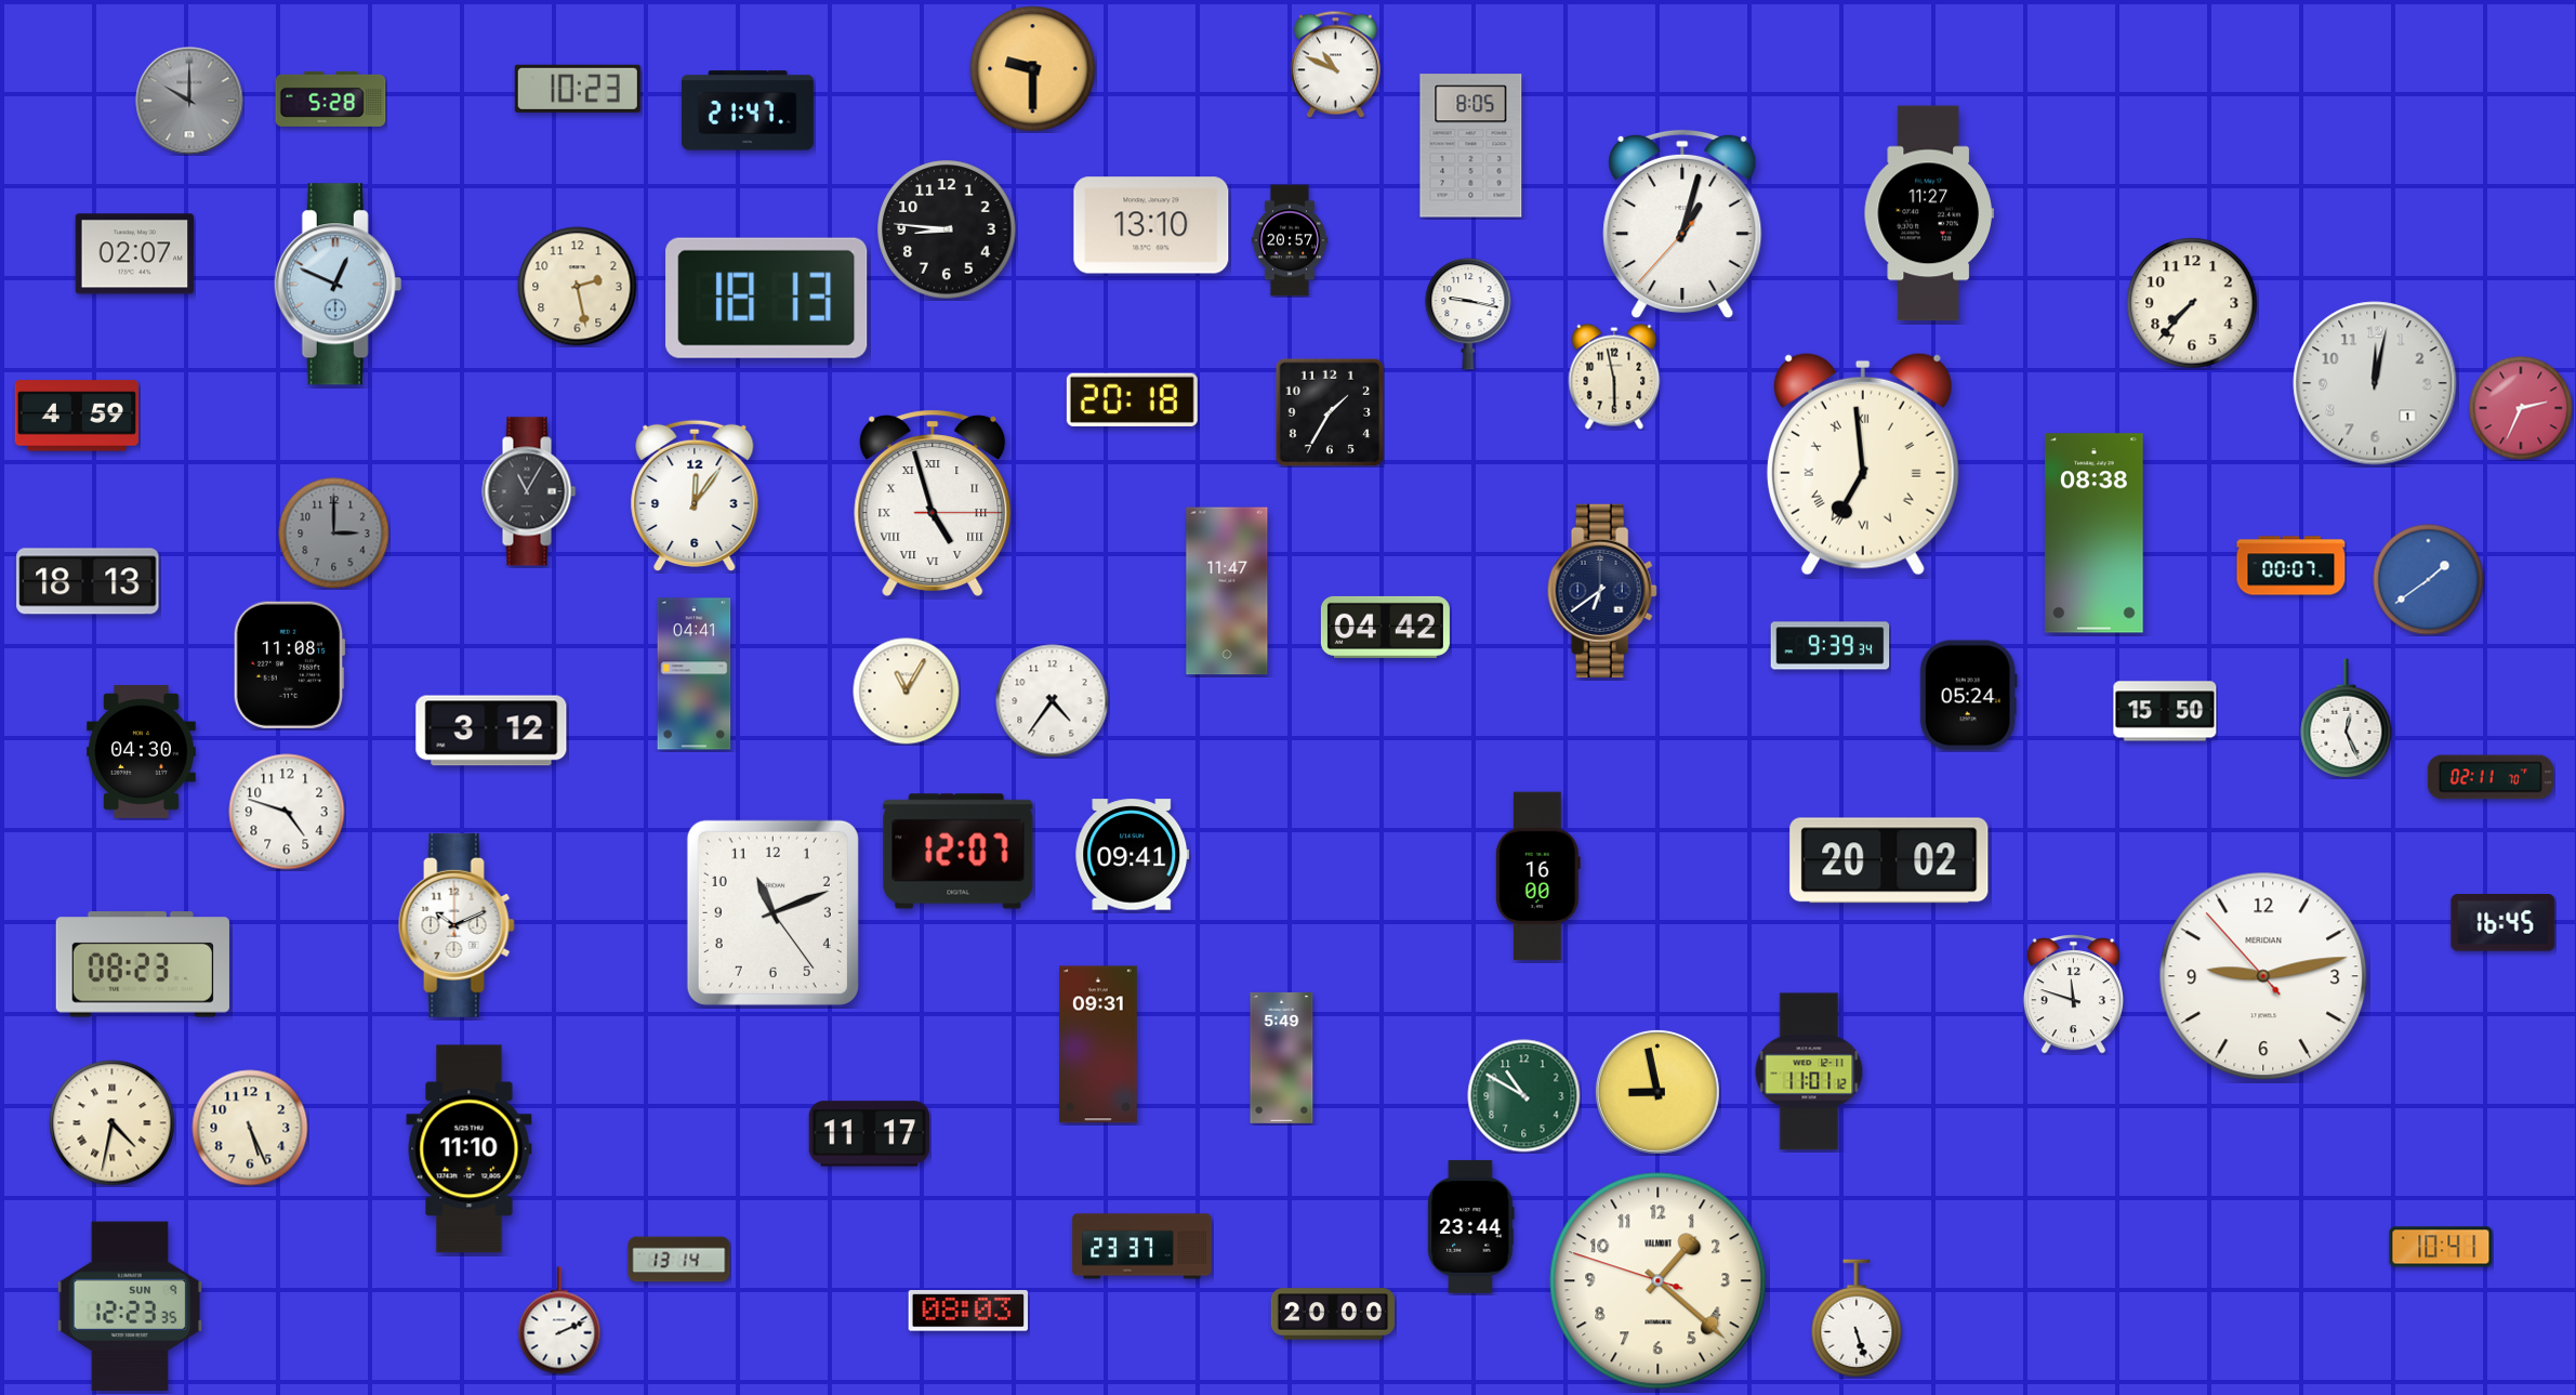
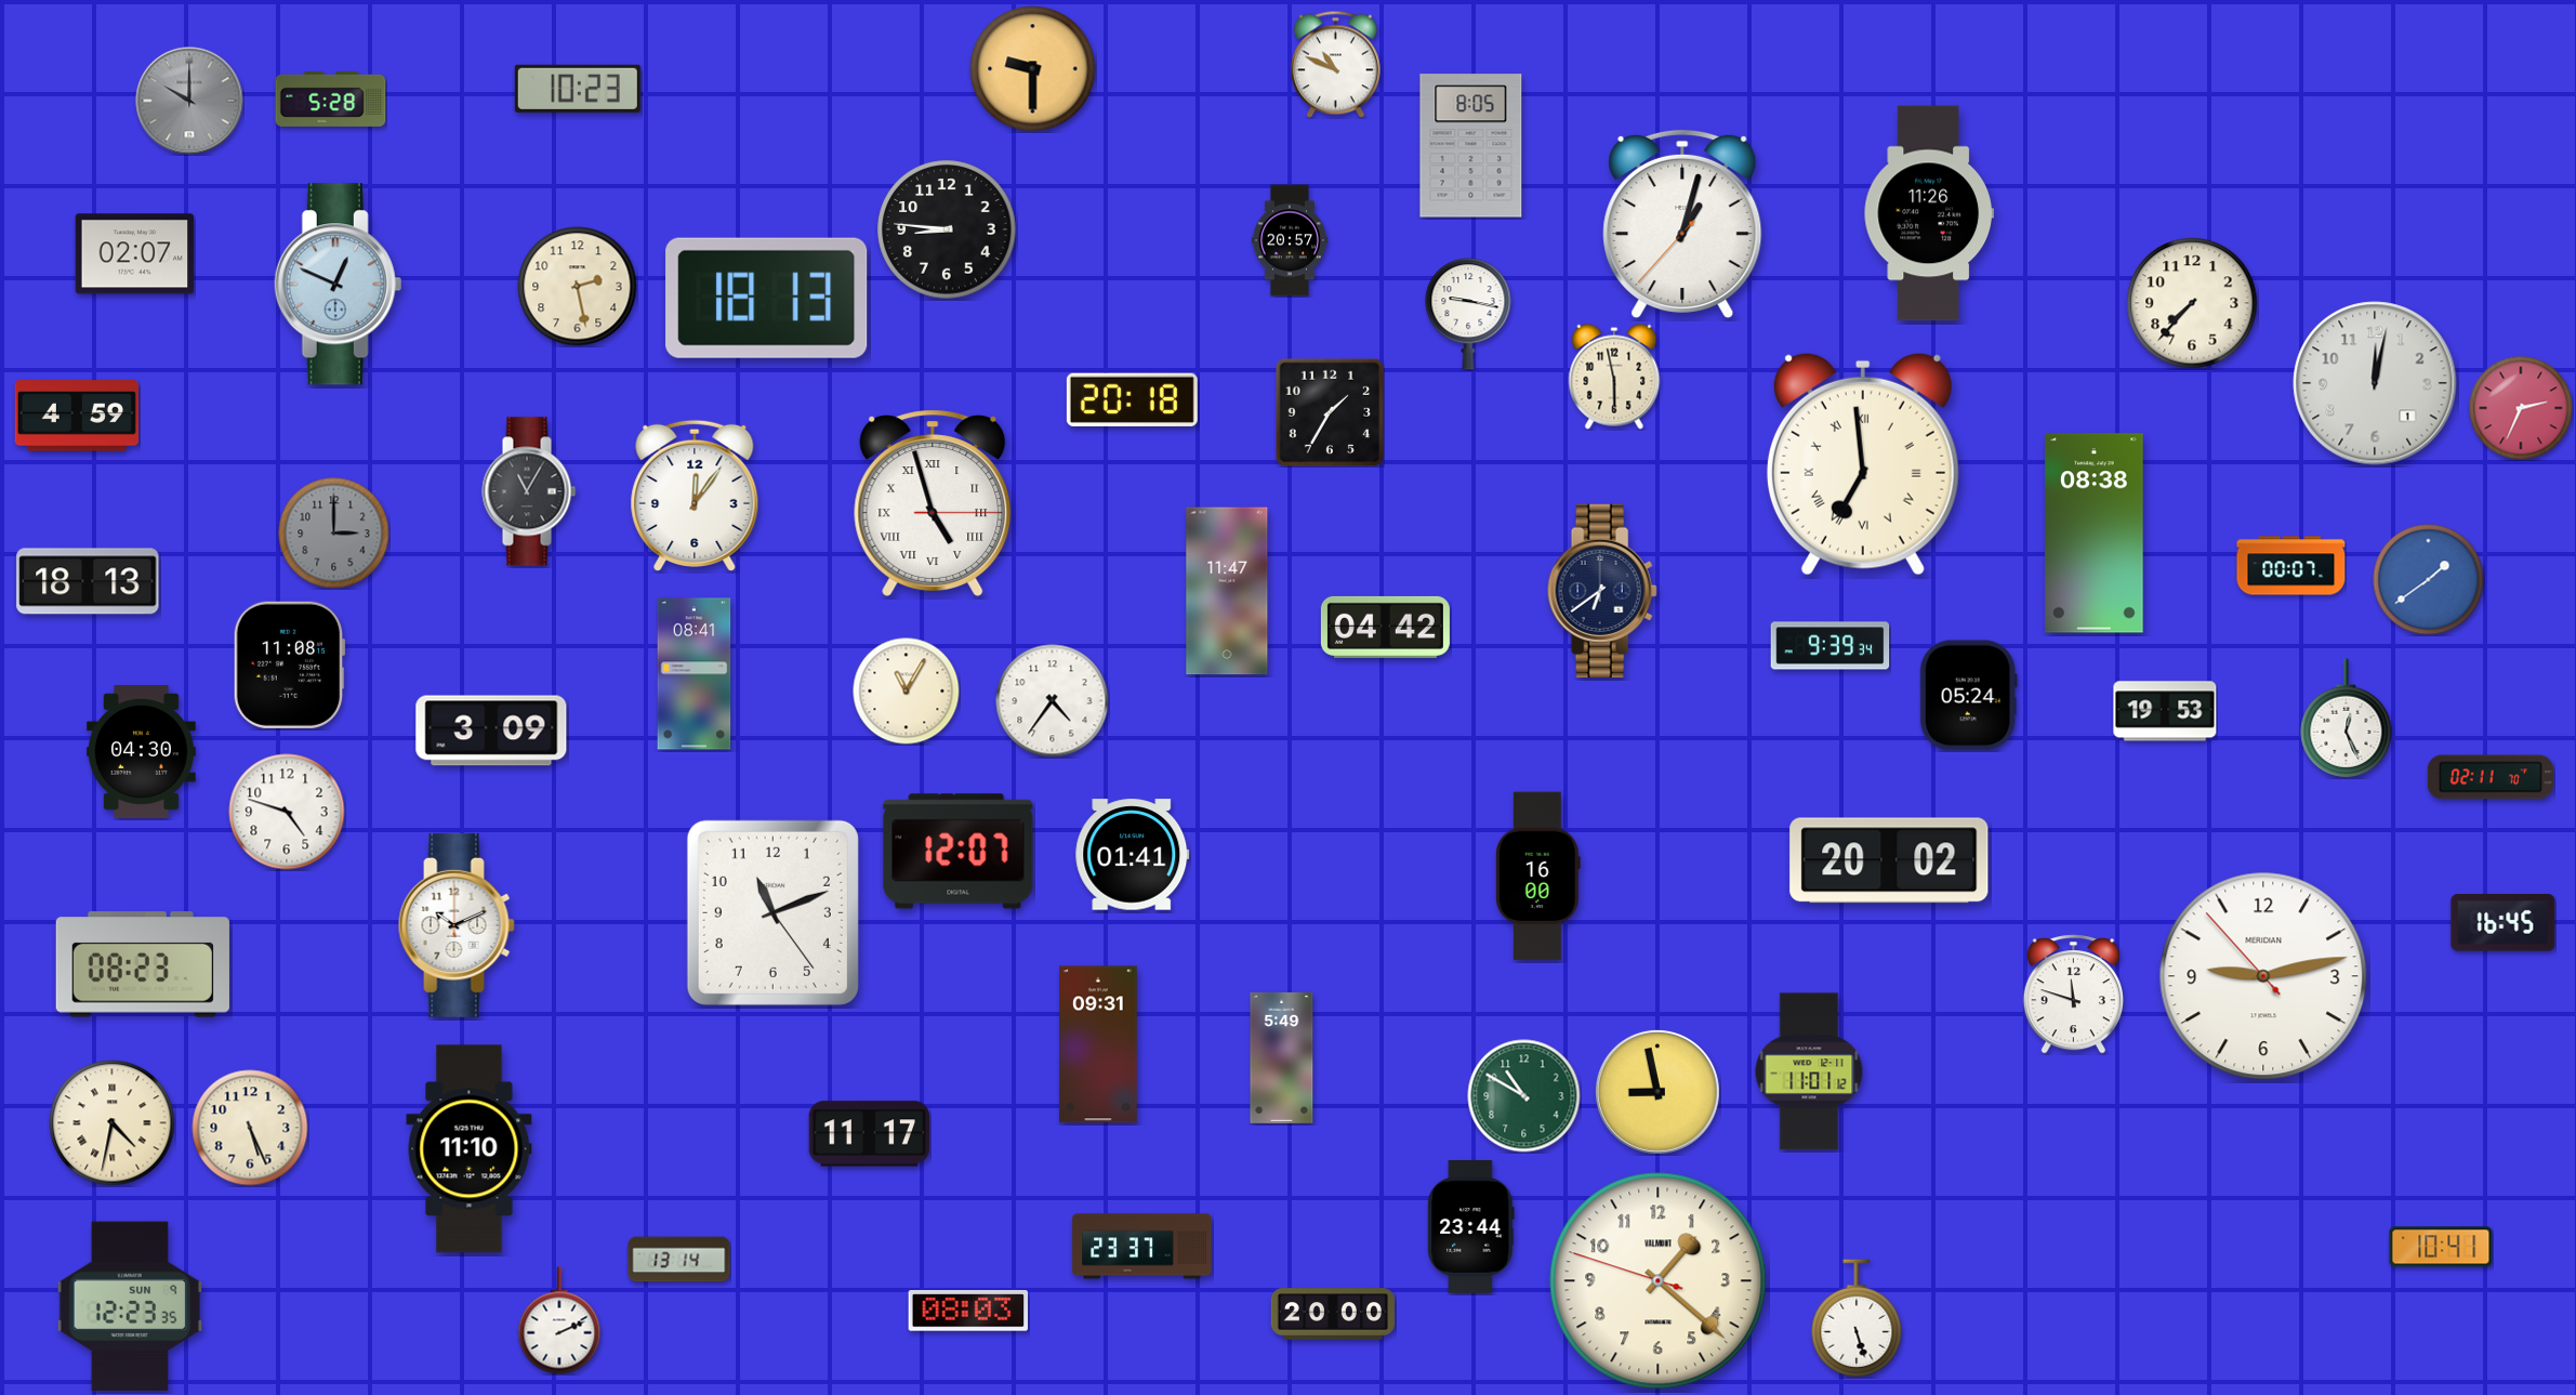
clock at (748, 110): 21:47 -> none
clock at (1928, 213): 11:27 -> 11:26
clock at (1151, 225): 13:10 -> none
clock at (695, 674): 04:41 -> 08:41
clock at (2165, 711): 15:50 -> 19:53
clock at (491, 731): 3:12 -> 3:09
clock at (1133, 855): 09:41 -> 01:41
